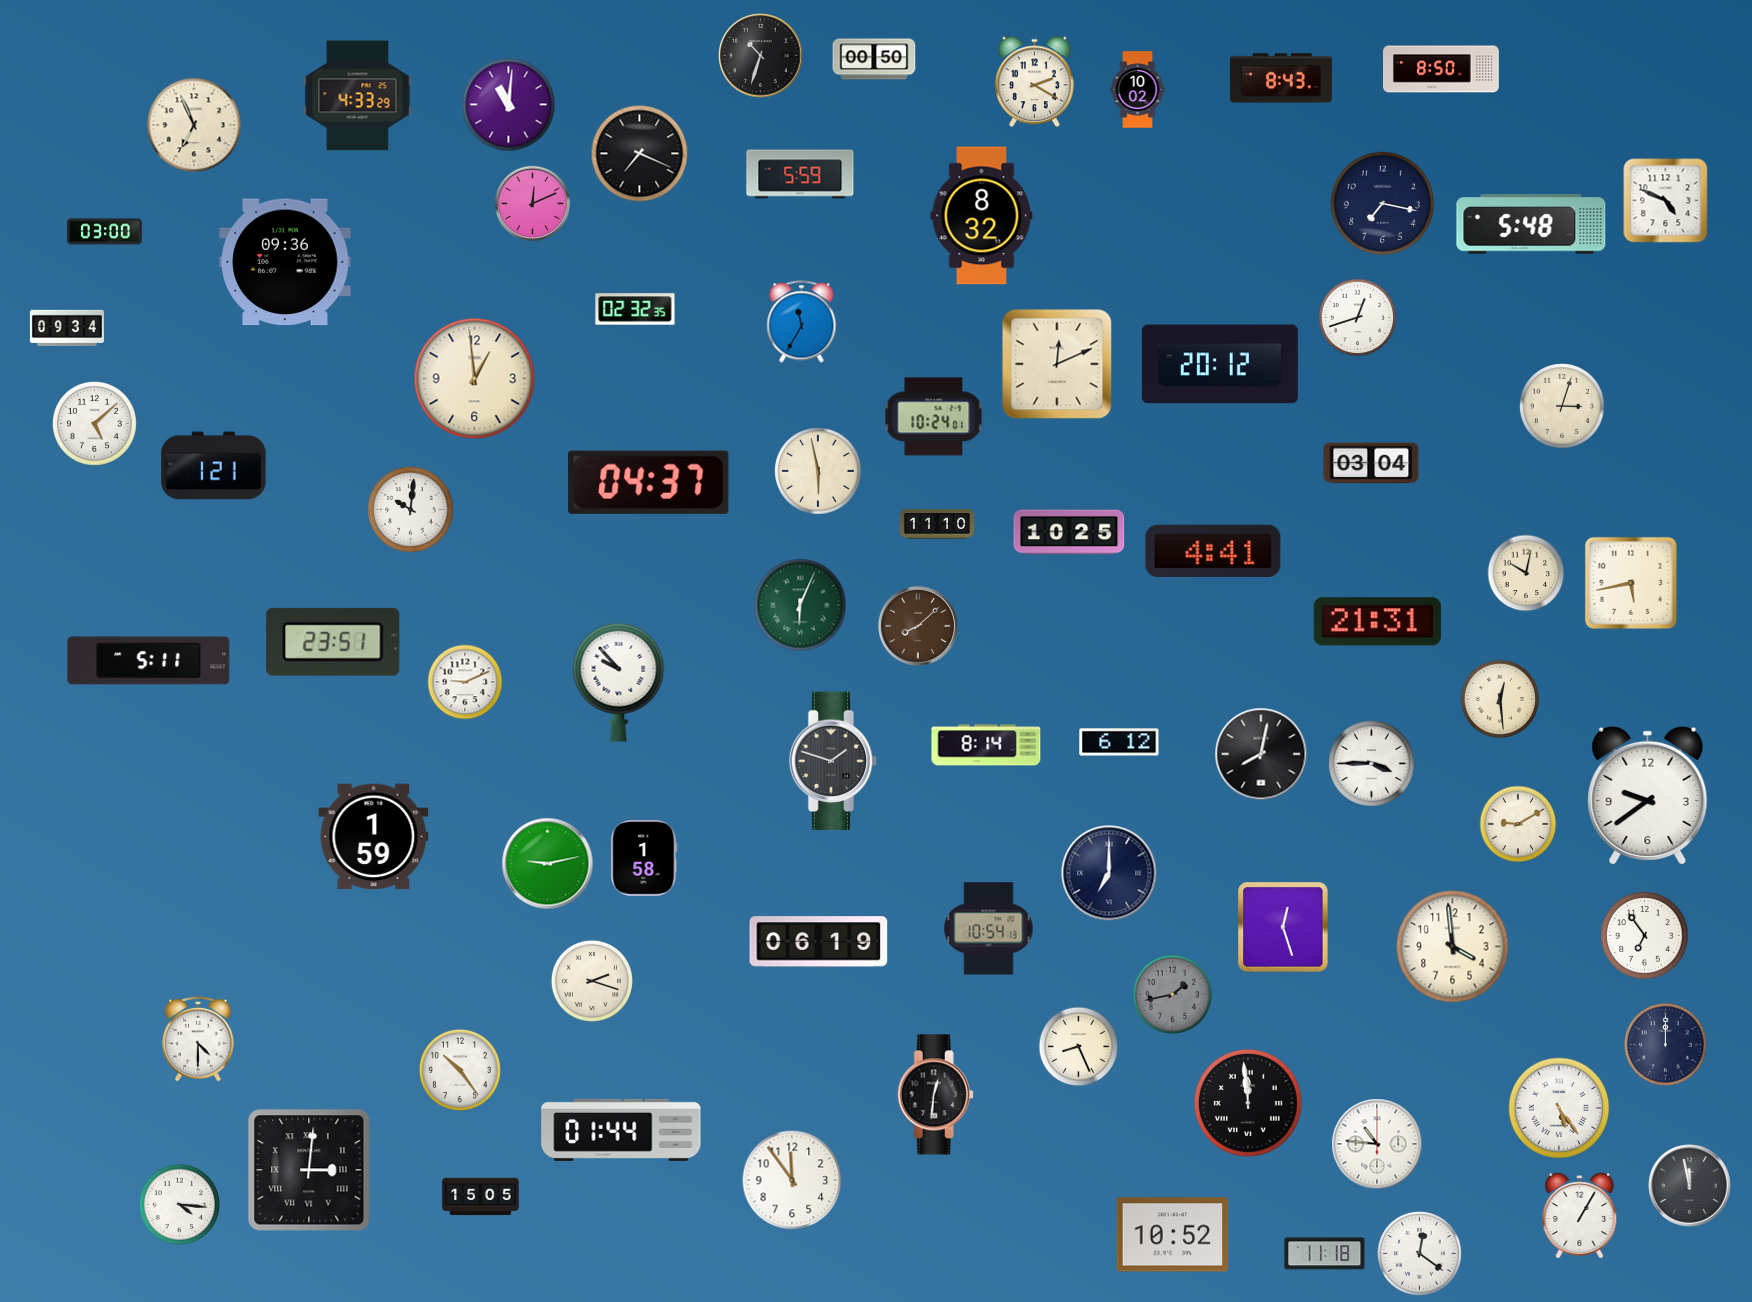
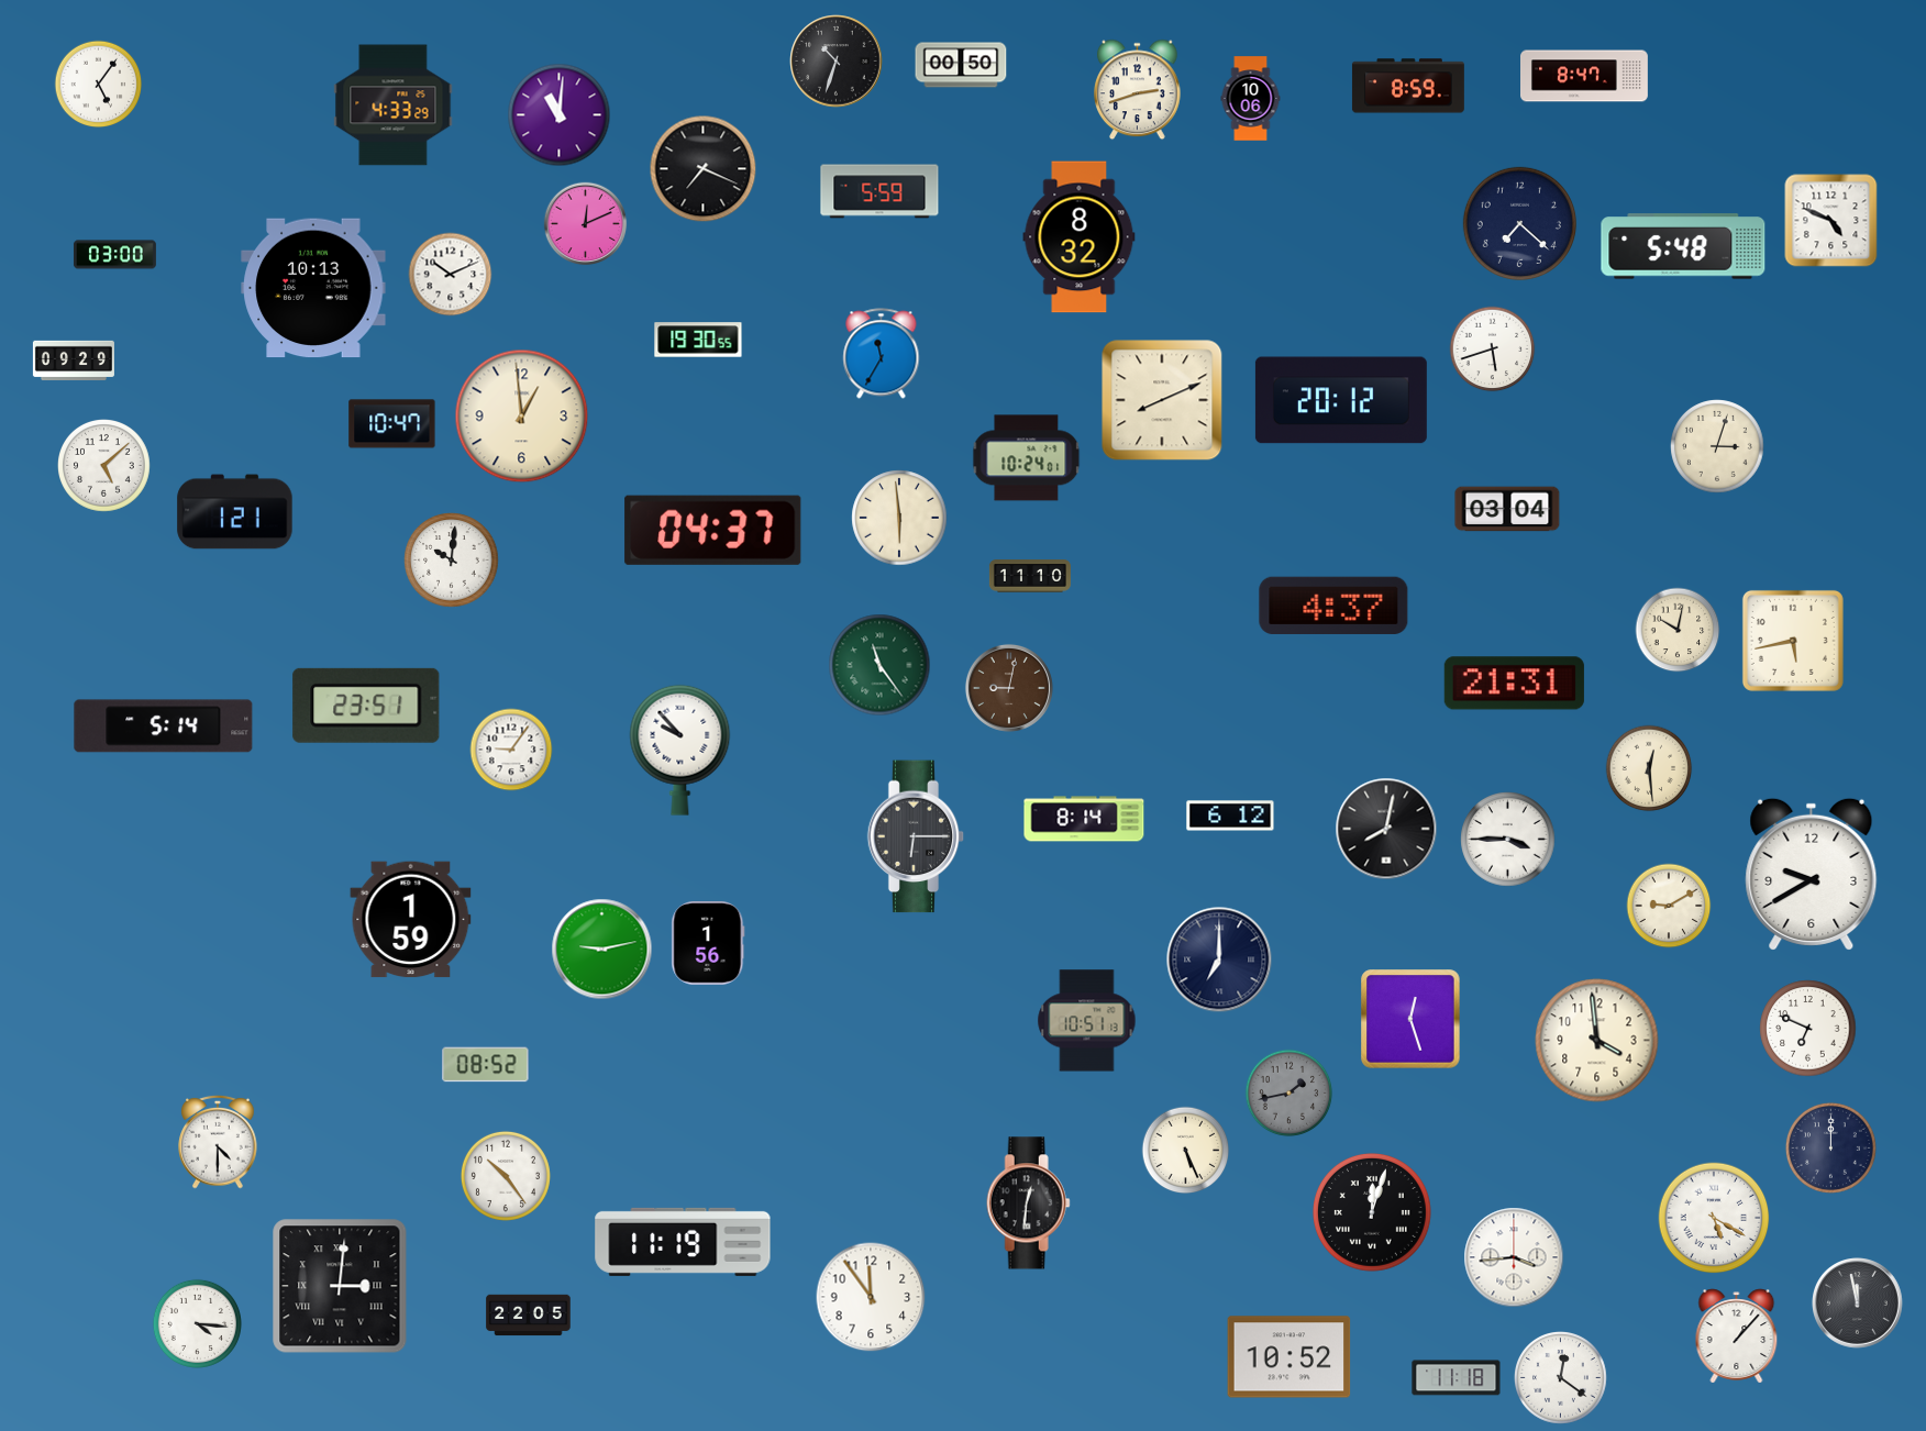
clock at (1442, 69): 8:50 -> 8:47
clock at (99, 85): none -> 5:06
clock at (1281, 78): 8:43 -> 8:59
clock at (1035, 82): 2:20 -> 2:42
clock at (1138, 90): 10:02 -> 10:06
clock at (194, 125): 6:56 -> none
clock at (1382, 203): 7:17 -> 7:22
clock at (451, 275): none -> 10:11
clock at (285, 262): 09:36 -> 10:13
clock at (635, 309): 02:32 -> 19:30
clock at (1358, 318): 12:42 -> 5:42
clock at (67, 327): 09:34 -> 09:29
clock at (1057, 364): 12:11 -> 8:11
clock at (392, 424): none -> 10:47
clock at (818, 471): 5:58 -> 5:59
clock at (1069, 532): 10:25 -> none
clock at (1213, 550): 4:41 -> 4:37
clock at (800, 605): 6:04 -> 11:24
clock at (918, 626): 8:08 -> 9:02
clock at (149, 661): 5:11 -> 5:14
clock at (465, 682): 9:11 -> 9:06
clock at (833, 761): 1:48 -> 6:15
clock at (1648, 795): 9:39 -> 9:40
clock at (644, 859): 1:58 -> 1:56
clock at (989, 929): 10:54 -> 10:51
clock at (1645, 936): 6:54 -> 6:49
clock at (819, 942): 06:19 -> none
clock at (486, 1065): none -> 08:52
clock at (592, 981): 2:18 -> none
clock at (1079, 1047): 8:26 -> 5:26
clock at (1249, 1104): 11:59 -> 12:03
clock at (1559, 1108): 5:24 -> 5:20
clock at (621, 1130): 01:44 -> 11:19
clock at (1377, 1144): 10:46 -> 3:44
clock at (481, 1197): 15:05 -> 22:05
clock at (1580, 1216): 1:05 -> 1:07
